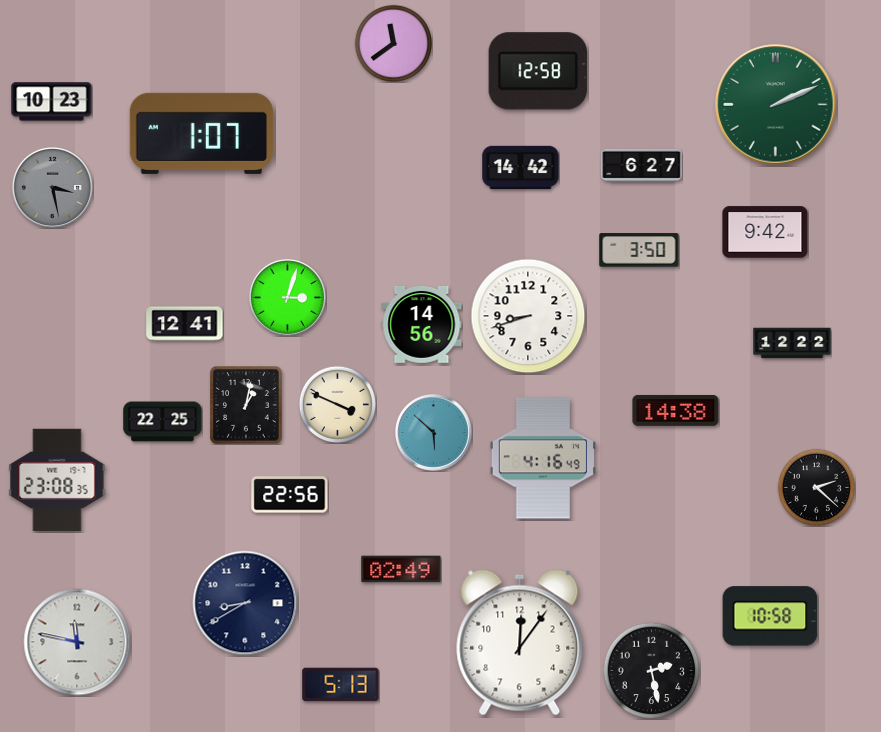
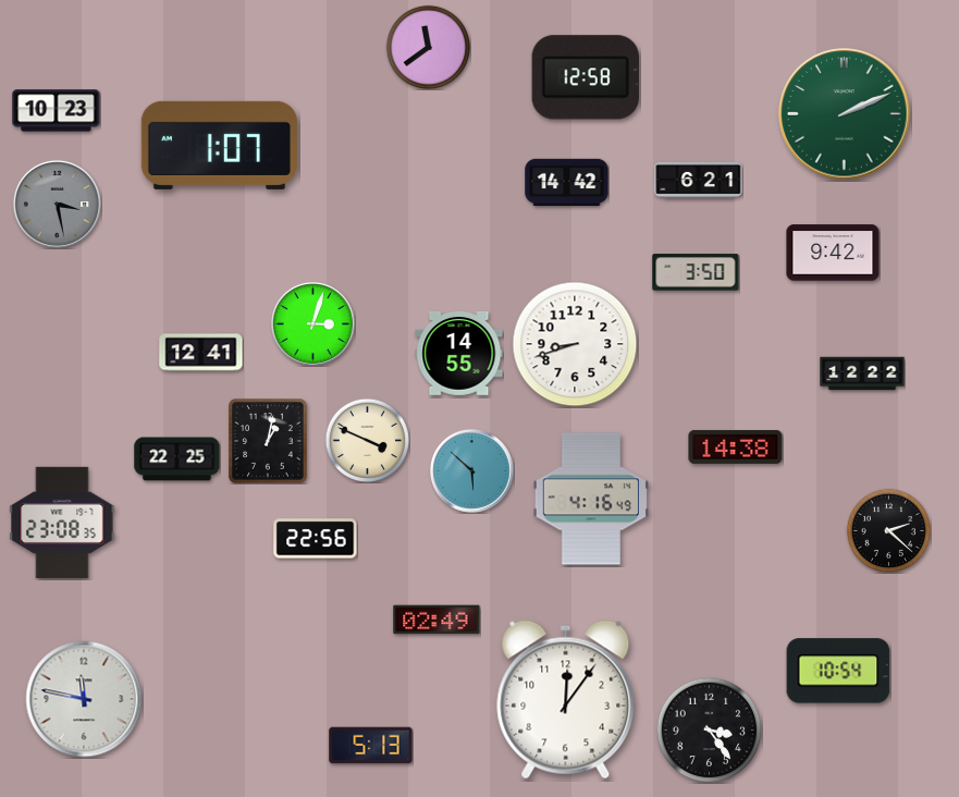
clock at (642, 165): 6:27 -> 6:21
clock at (422, 324): 14:56 -> 14:55
clock at (245, 603): 8:40 -> none
clock at (770, 616): 10:58 -> 10:54
clock at (651, 670): 2:28 -> 3:24
